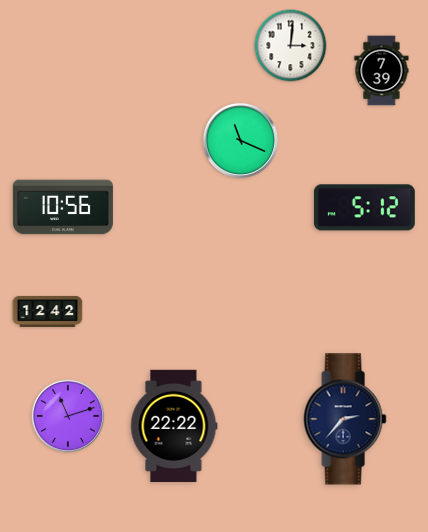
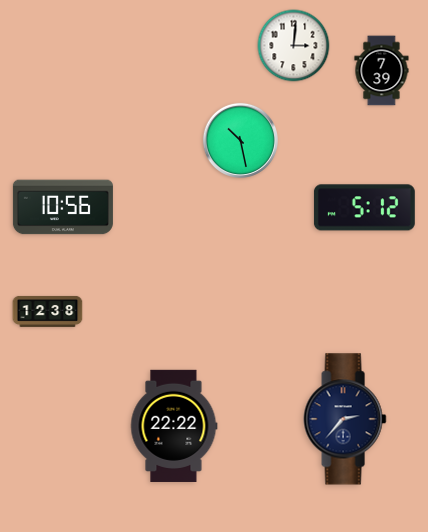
clock at (291, 46) position: (291, 46) -> (294, 46)
clock at (240, 140): 11:19 -> 10:28
clock at (48, 312): 12:42 -> 12:38
clock at (68, 416): 11:12 -> none
